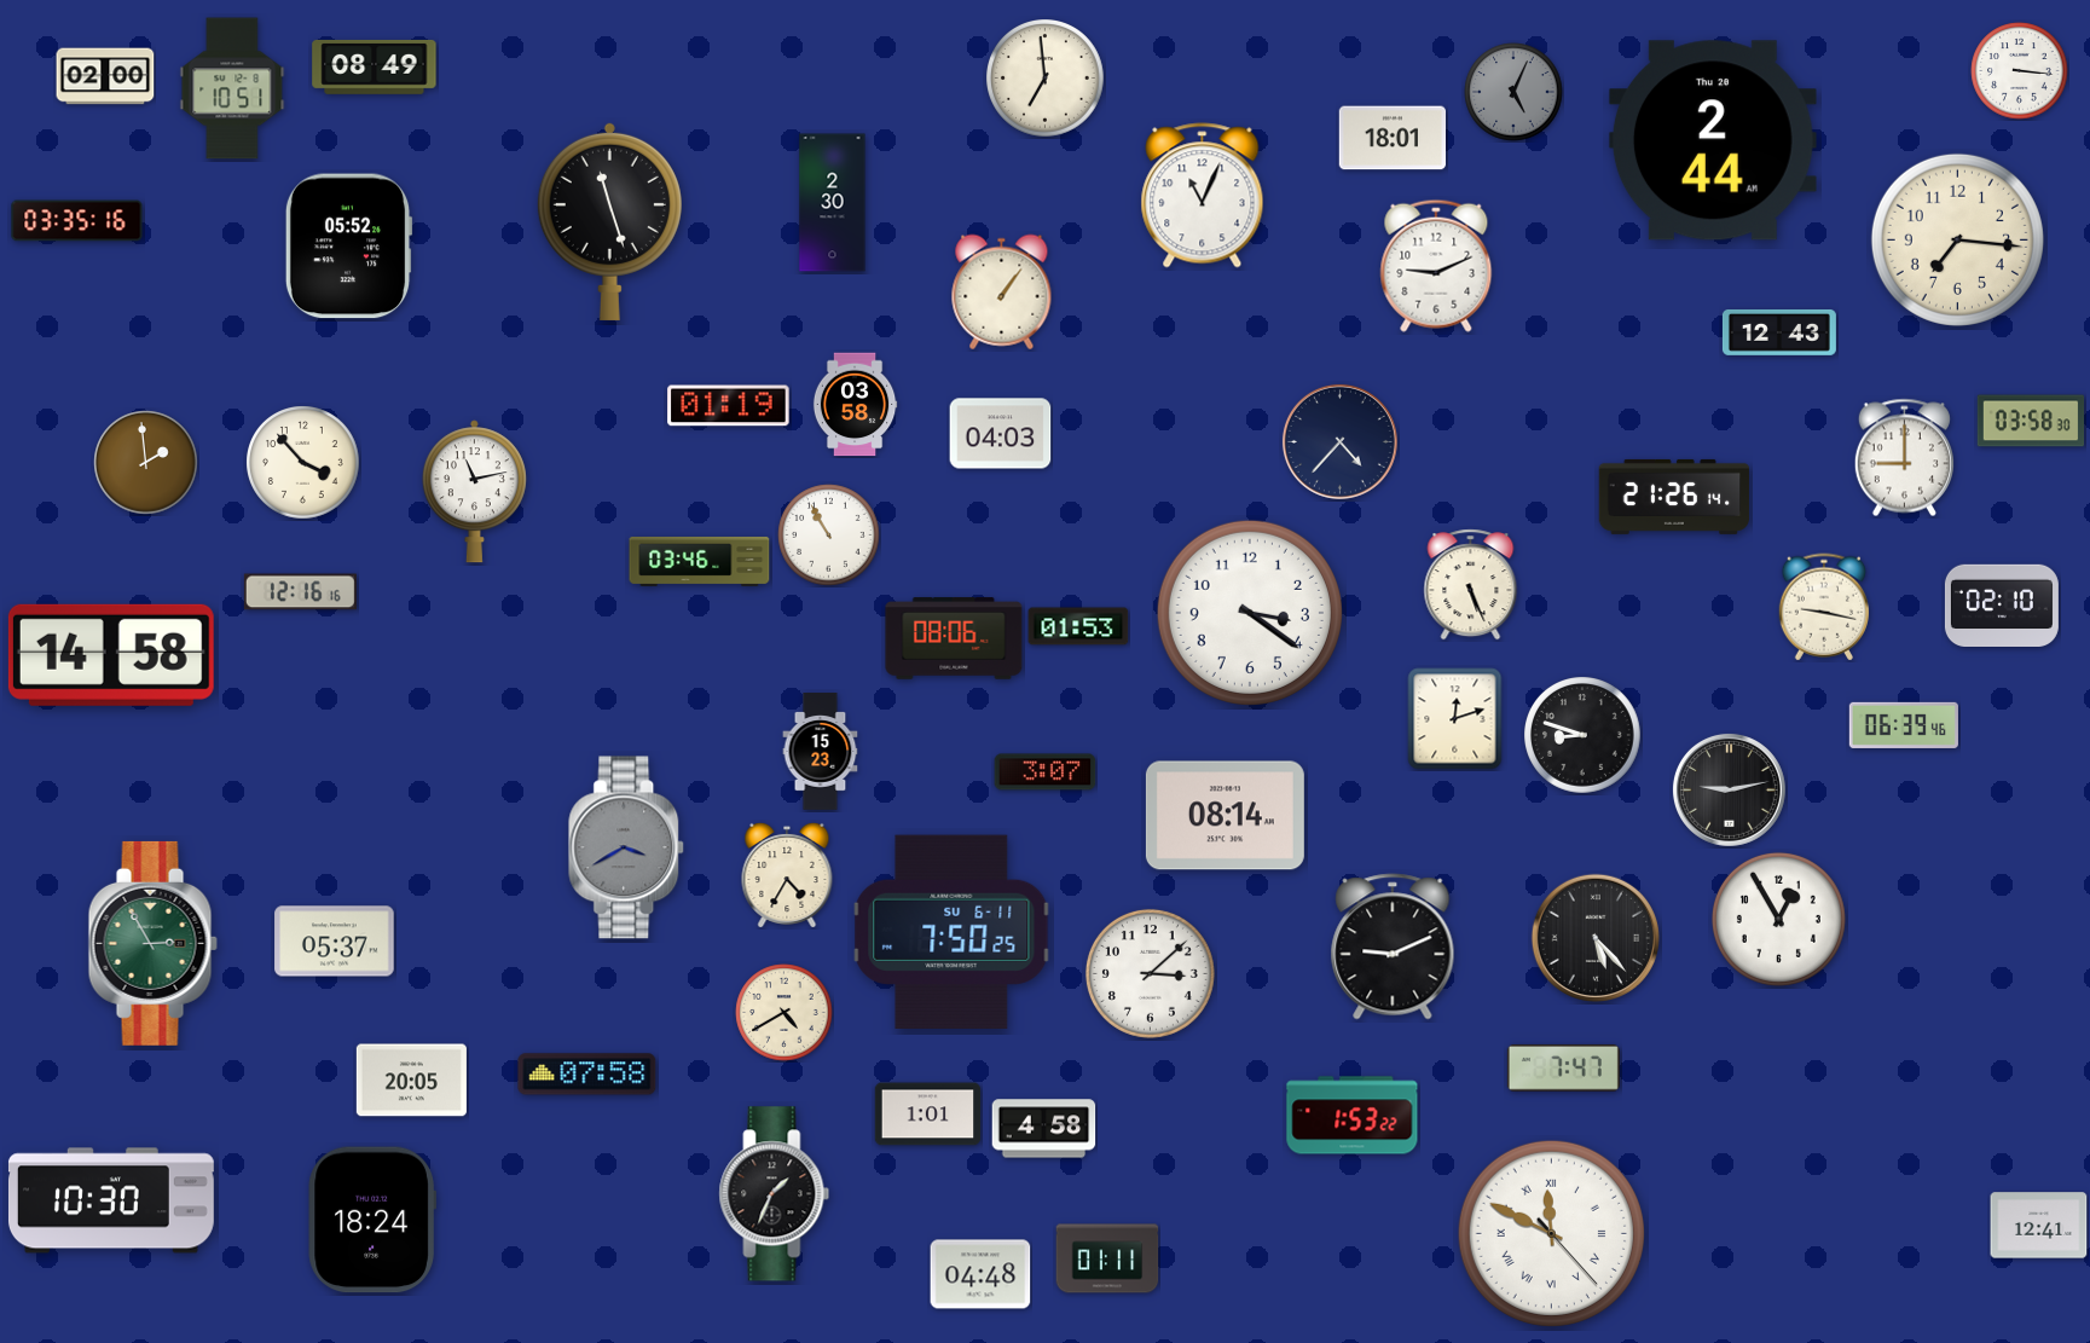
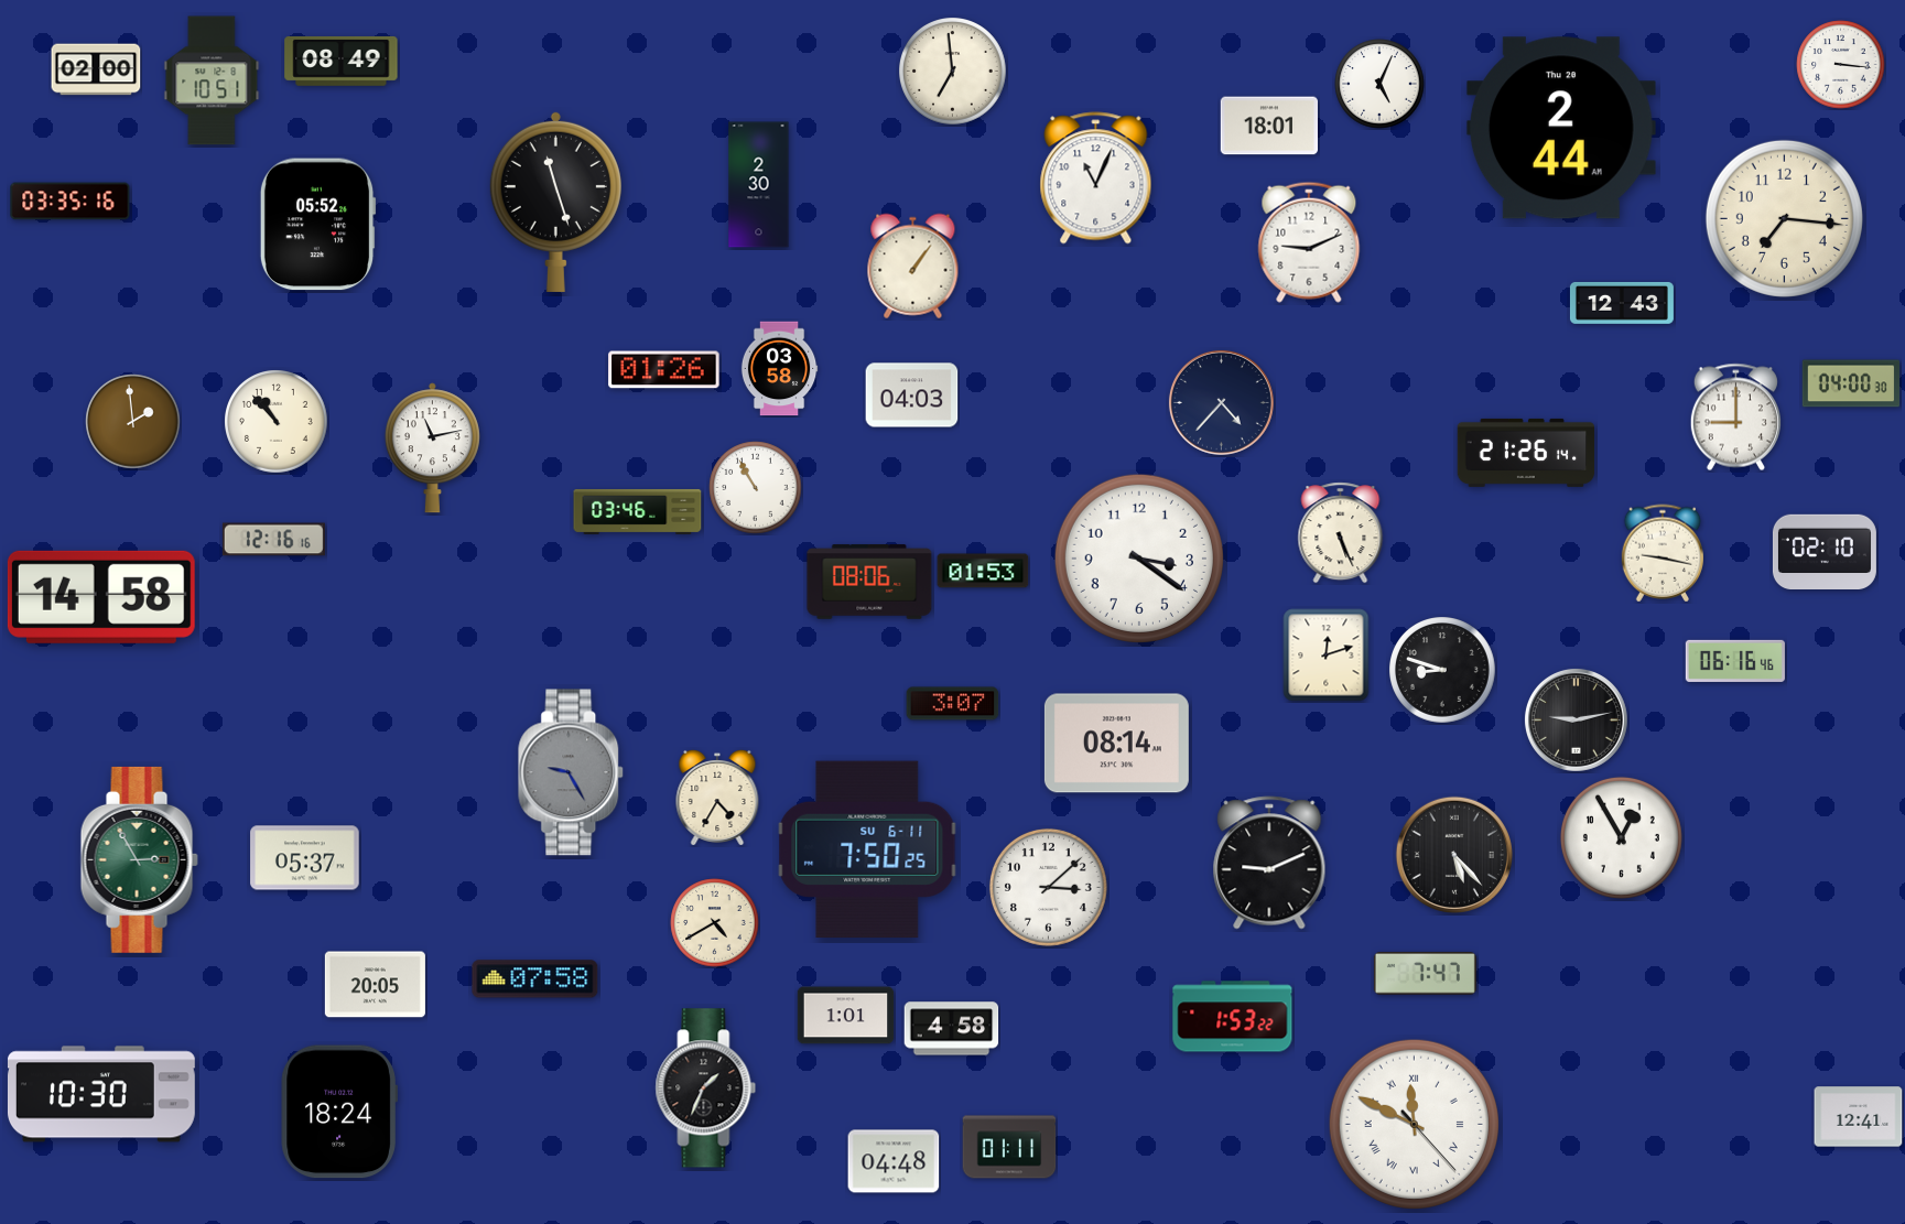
clock at (1513, 92) dial: grey -> white
clock at (729, 406): 01:19 -> 01:26
clock at (2031, 421): 03:58 -> 04:00
clock at (303, 463): 3:53 -> 10:53
clock at (1904, 725): 06:39 -> 06:16
clock at (821, 752): 15:23 -> none
clock at (627, 847): 3:40 -> 9:25
